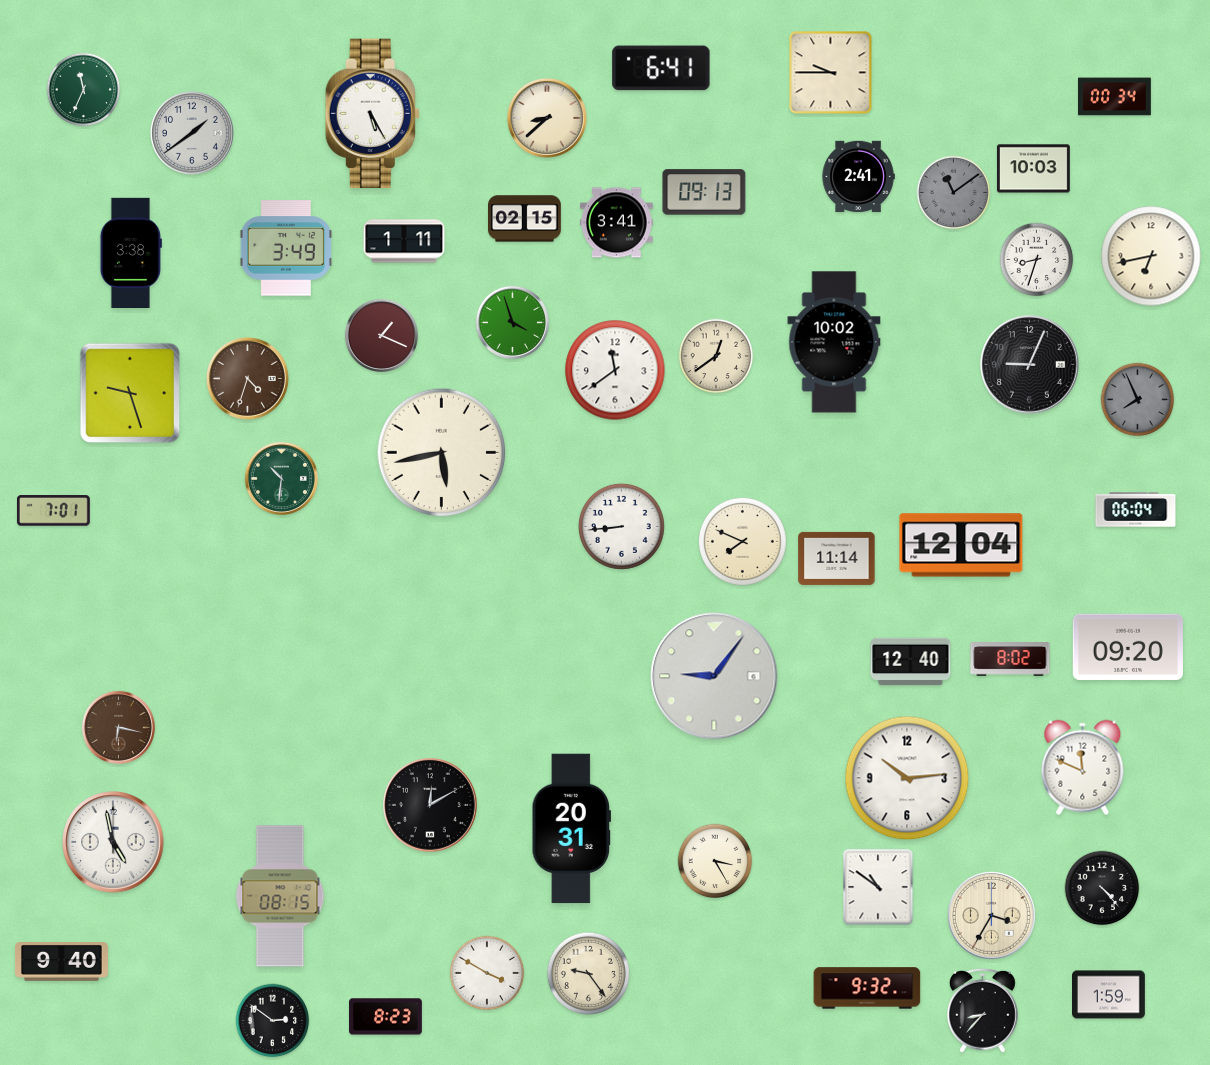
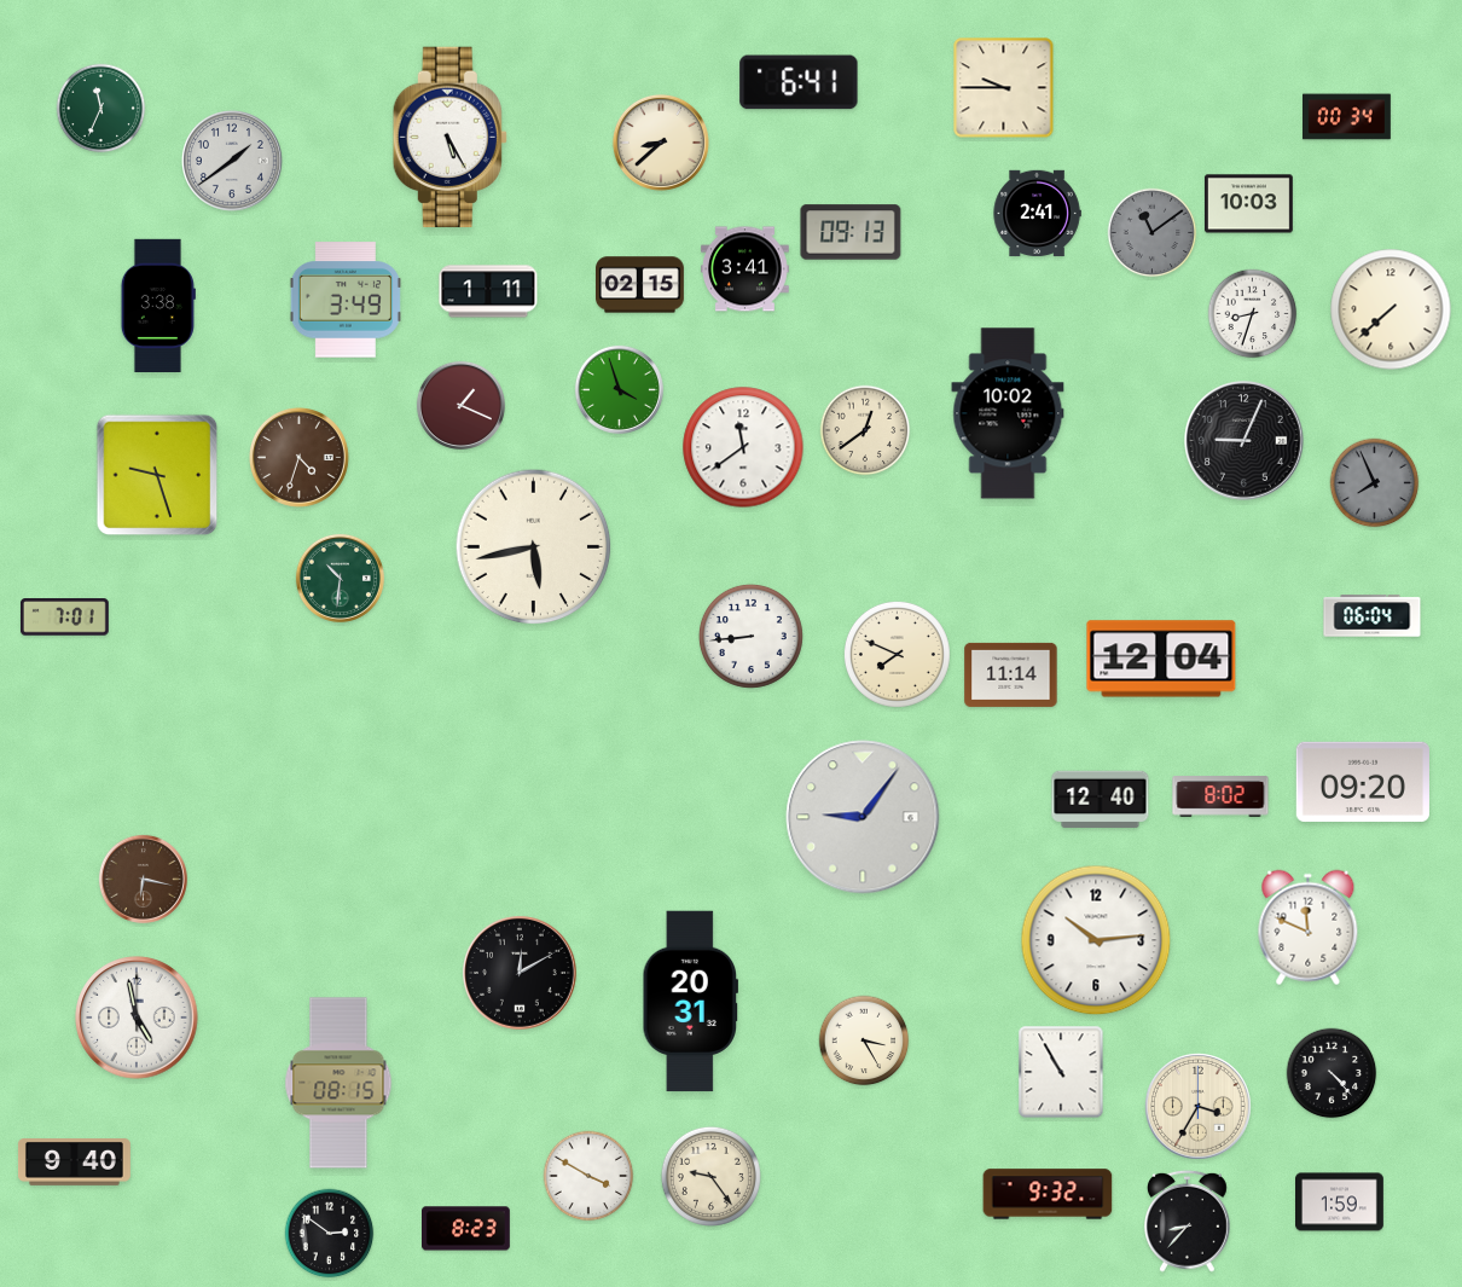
clock at (525, 219) position: (525, 219) -> (640, 285)
clock at (1151, 256): 6:43 -> 7:38
clock at (878, 887): 10:51 -> 10:55
